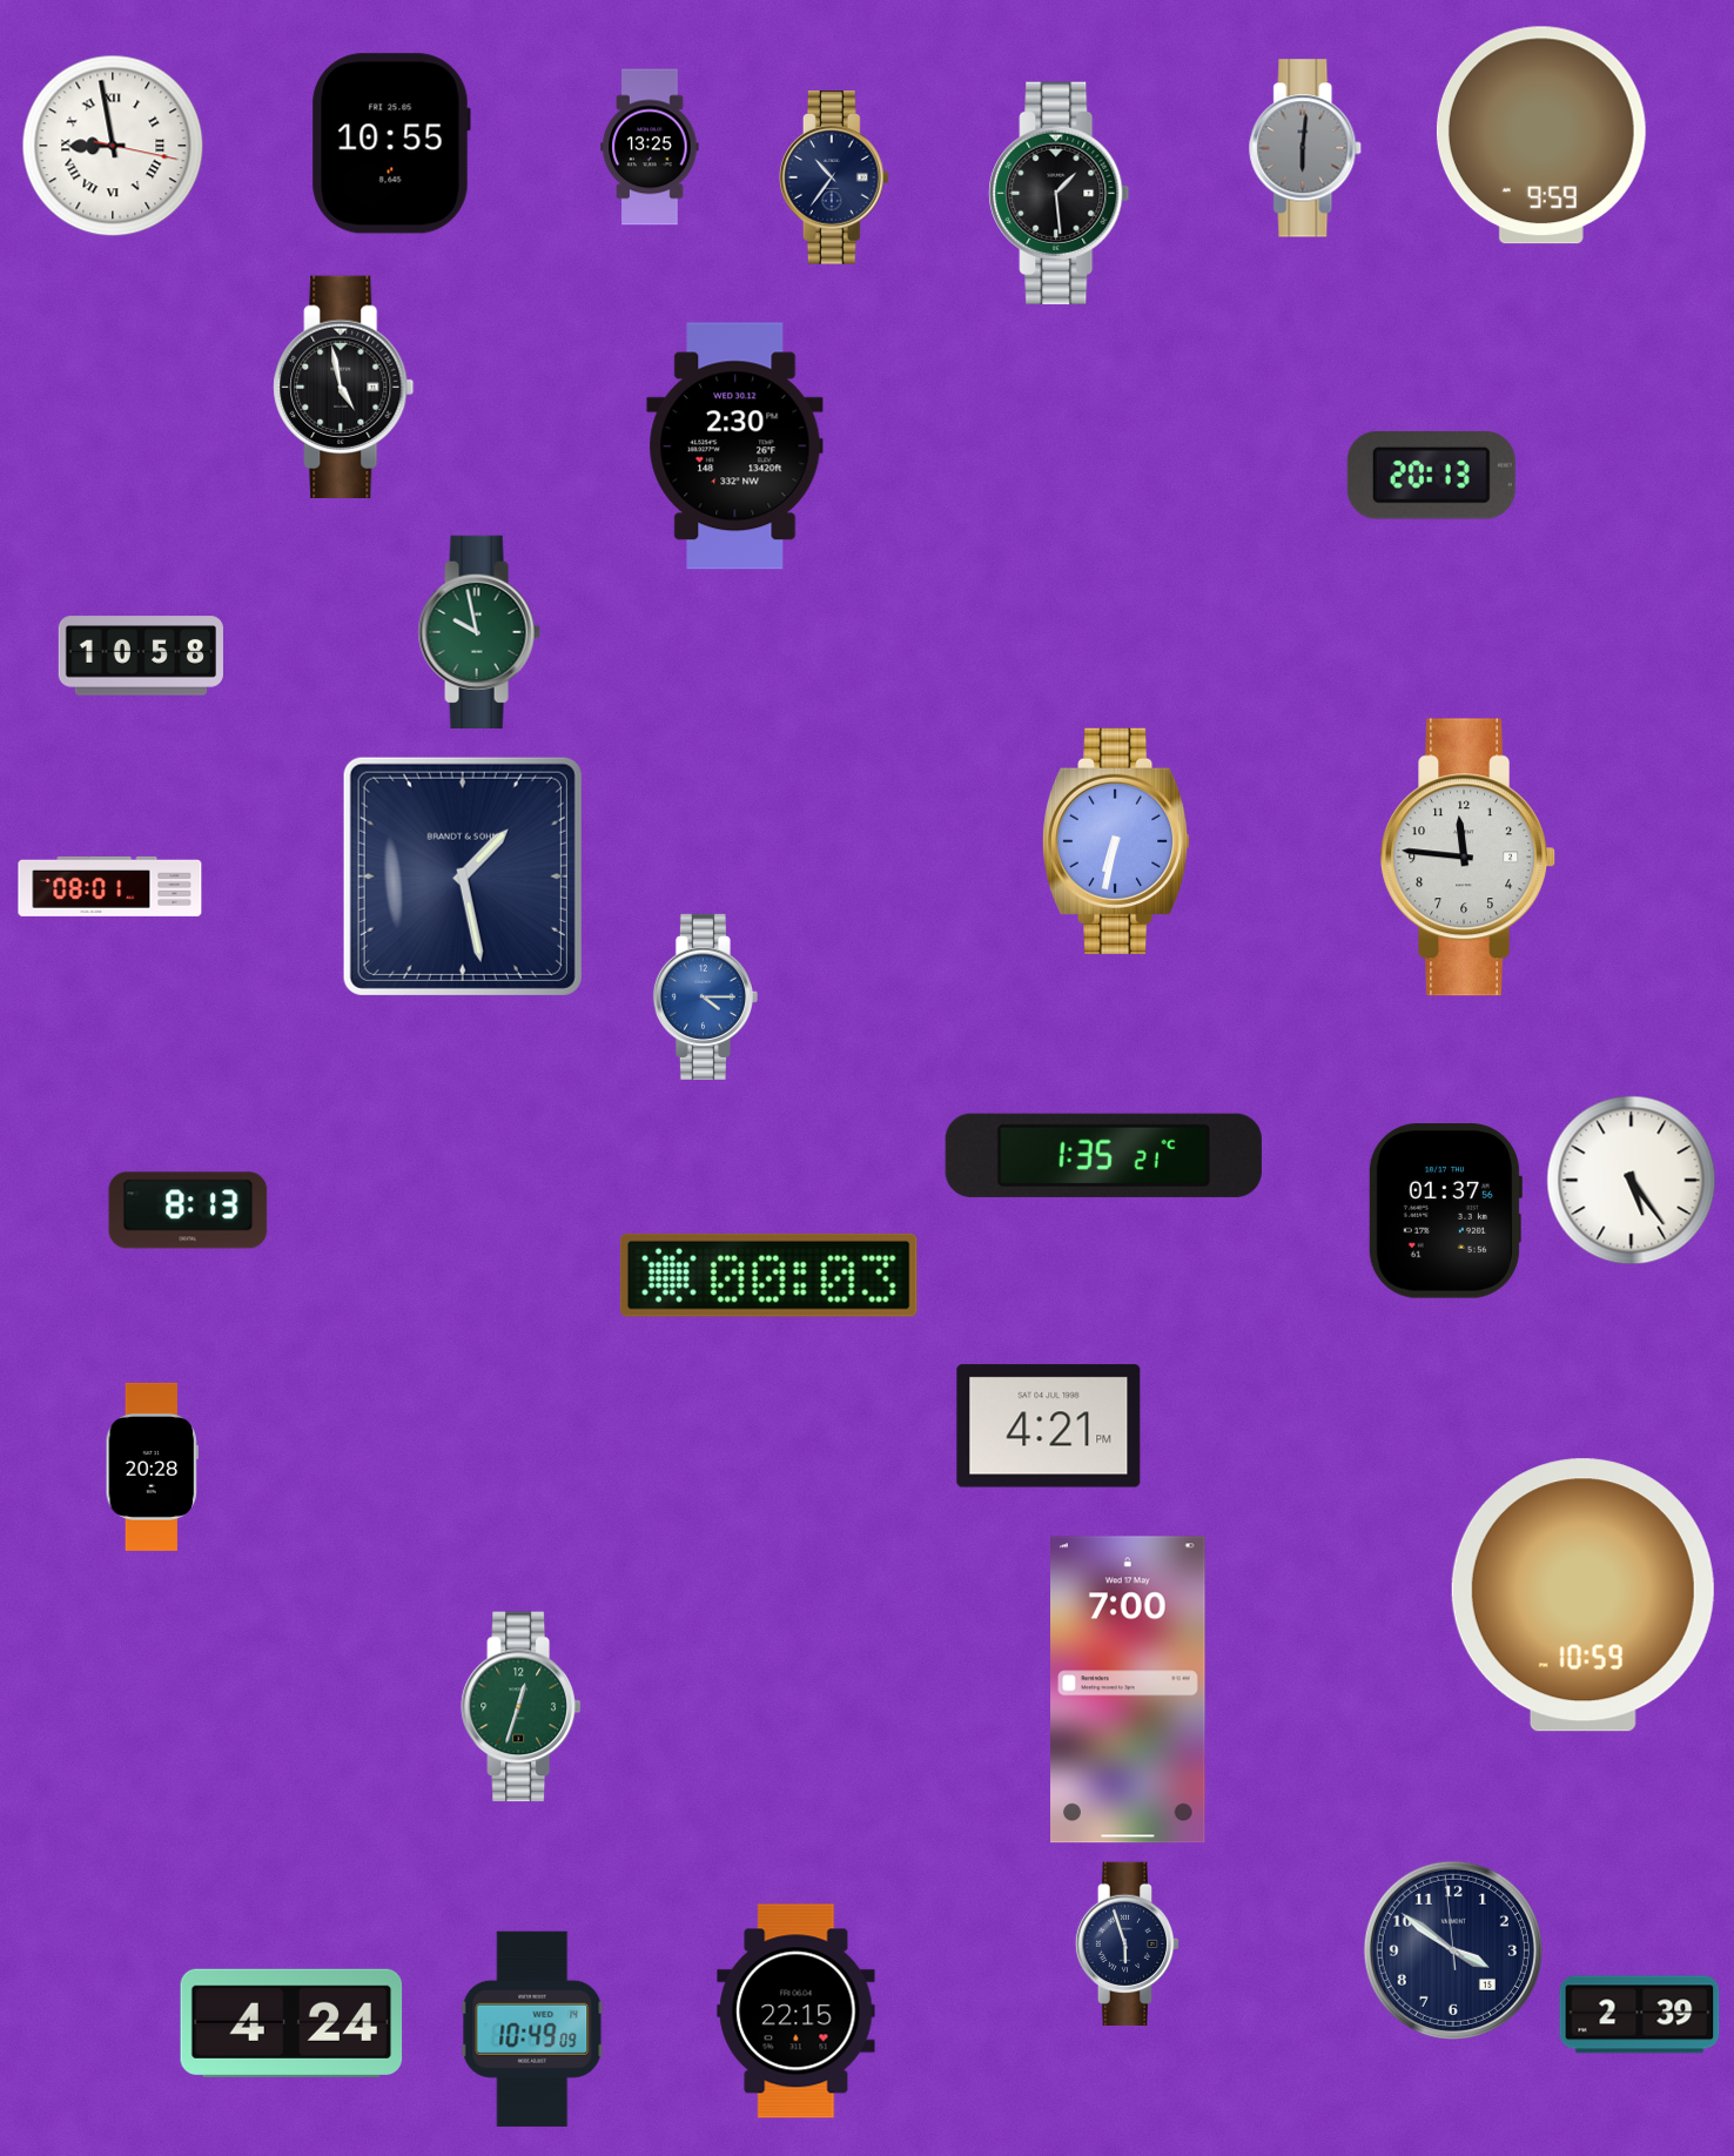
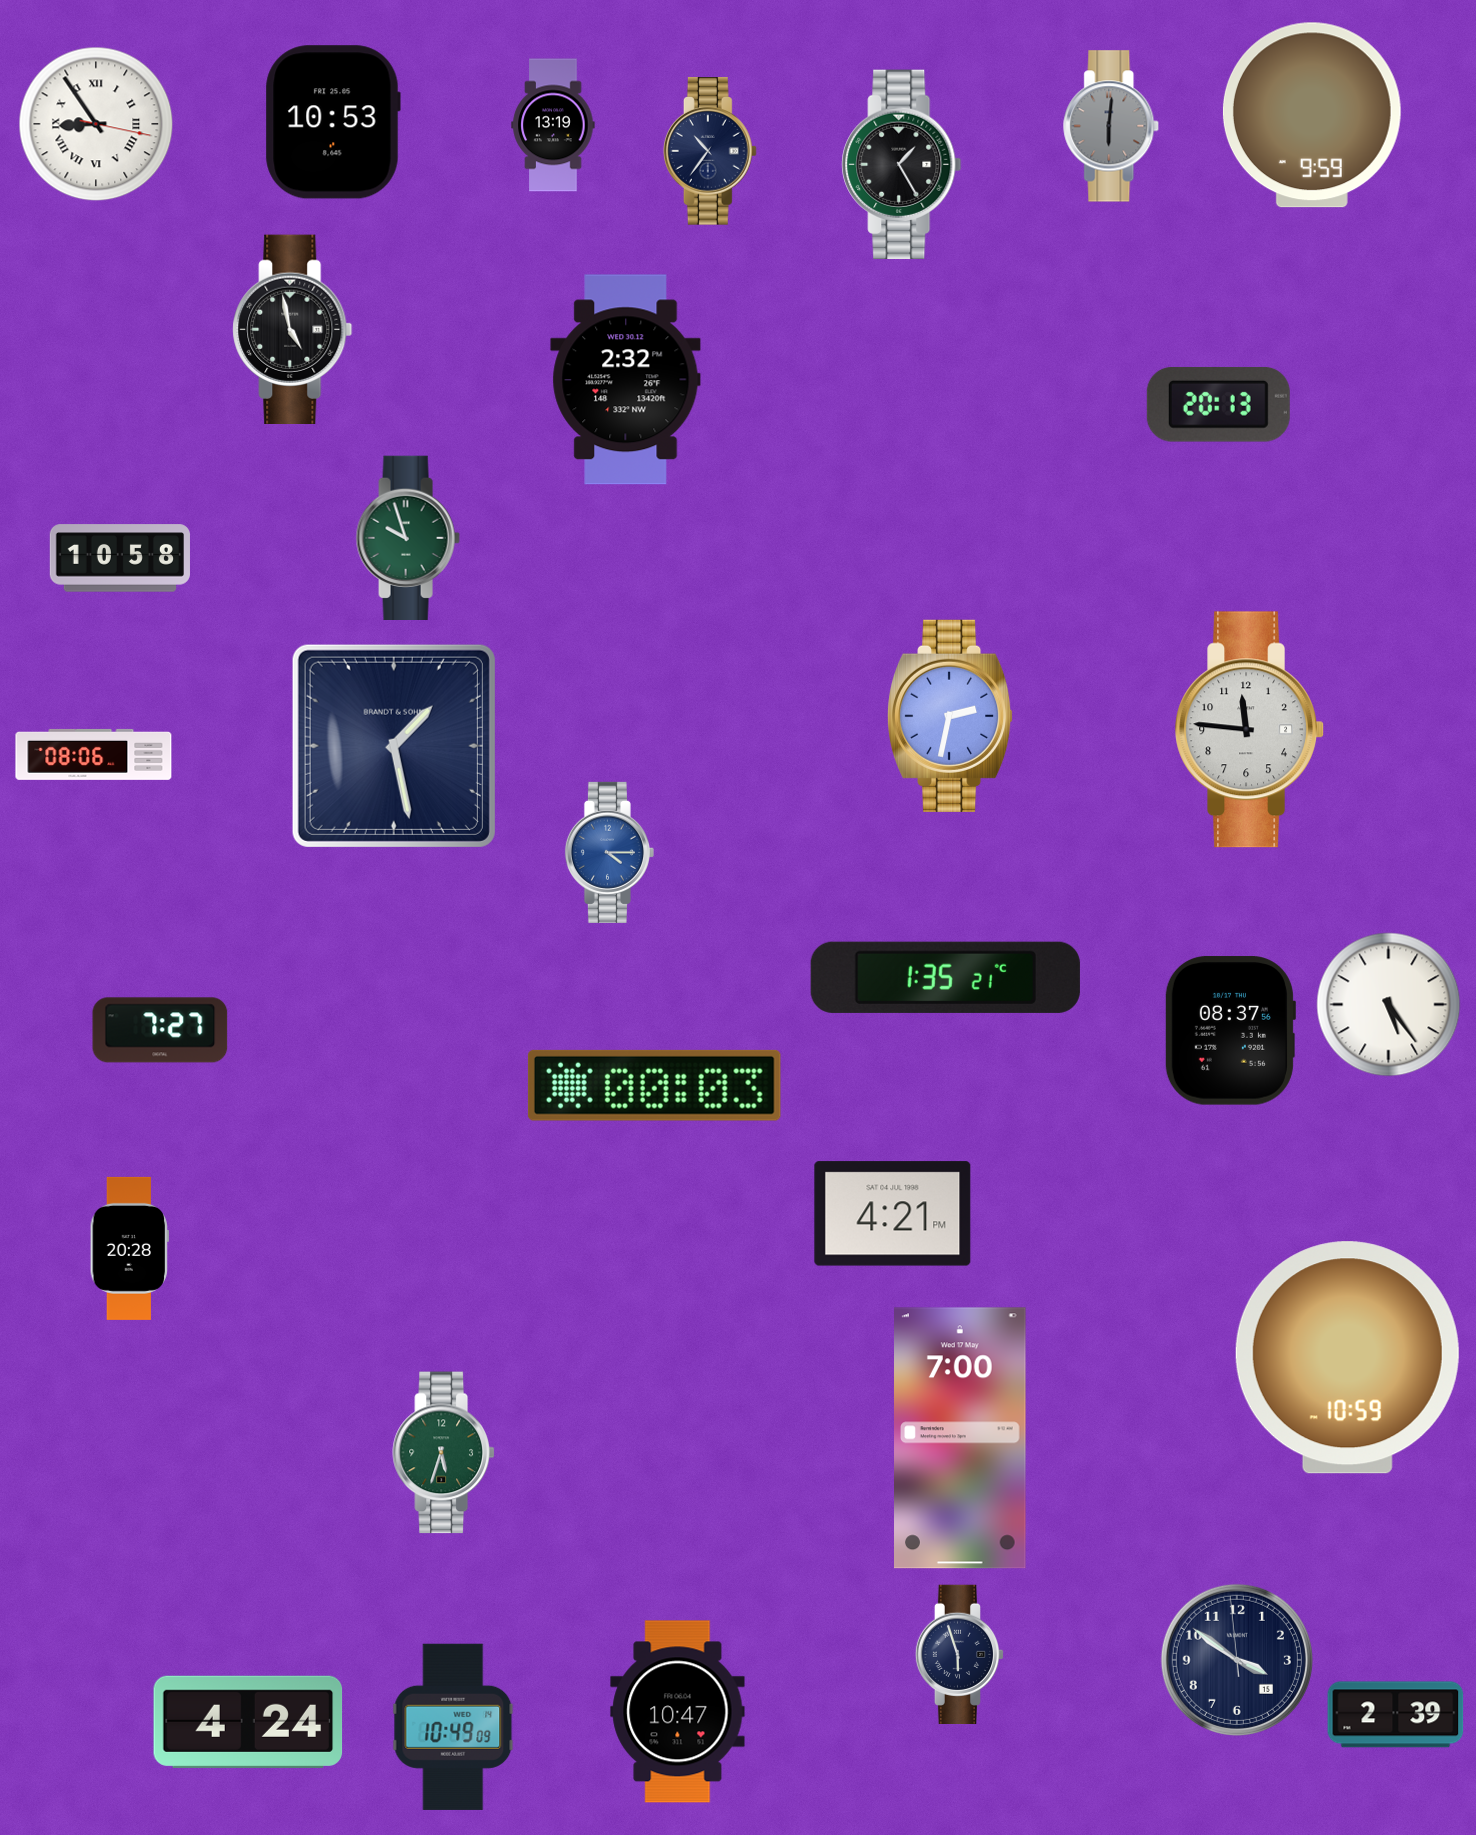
clock at (391, 143): 10:55 -> 10:53
clock at (113, 146): 8:58 -> 8:54
clock at (650, 147): 13:25 -> 13:19
clock at (1060, 194): 1:29 -> 1:25
clock at (735, 446): 2:30 -> 2:32
clock at (479, 631): 9:58 -> 9:57
clock at (1117, 841): 6:32 -> 2:32
clock at (110, 886): 08:01 -> 08:06
clock at (705, 996) position: (705, 996) -> (609, 852)
clock at (1103, 1155) position: (1103, 1155) -> (945, 977)
clock at (188, 1210): 8:13 -> 7:27
clock at (1445, 1211): 01:37 -> 08:37
clock at (522, 1707): 12:33 -> 5:33
clock at (797, 2011): 22:15 -> 10:47
